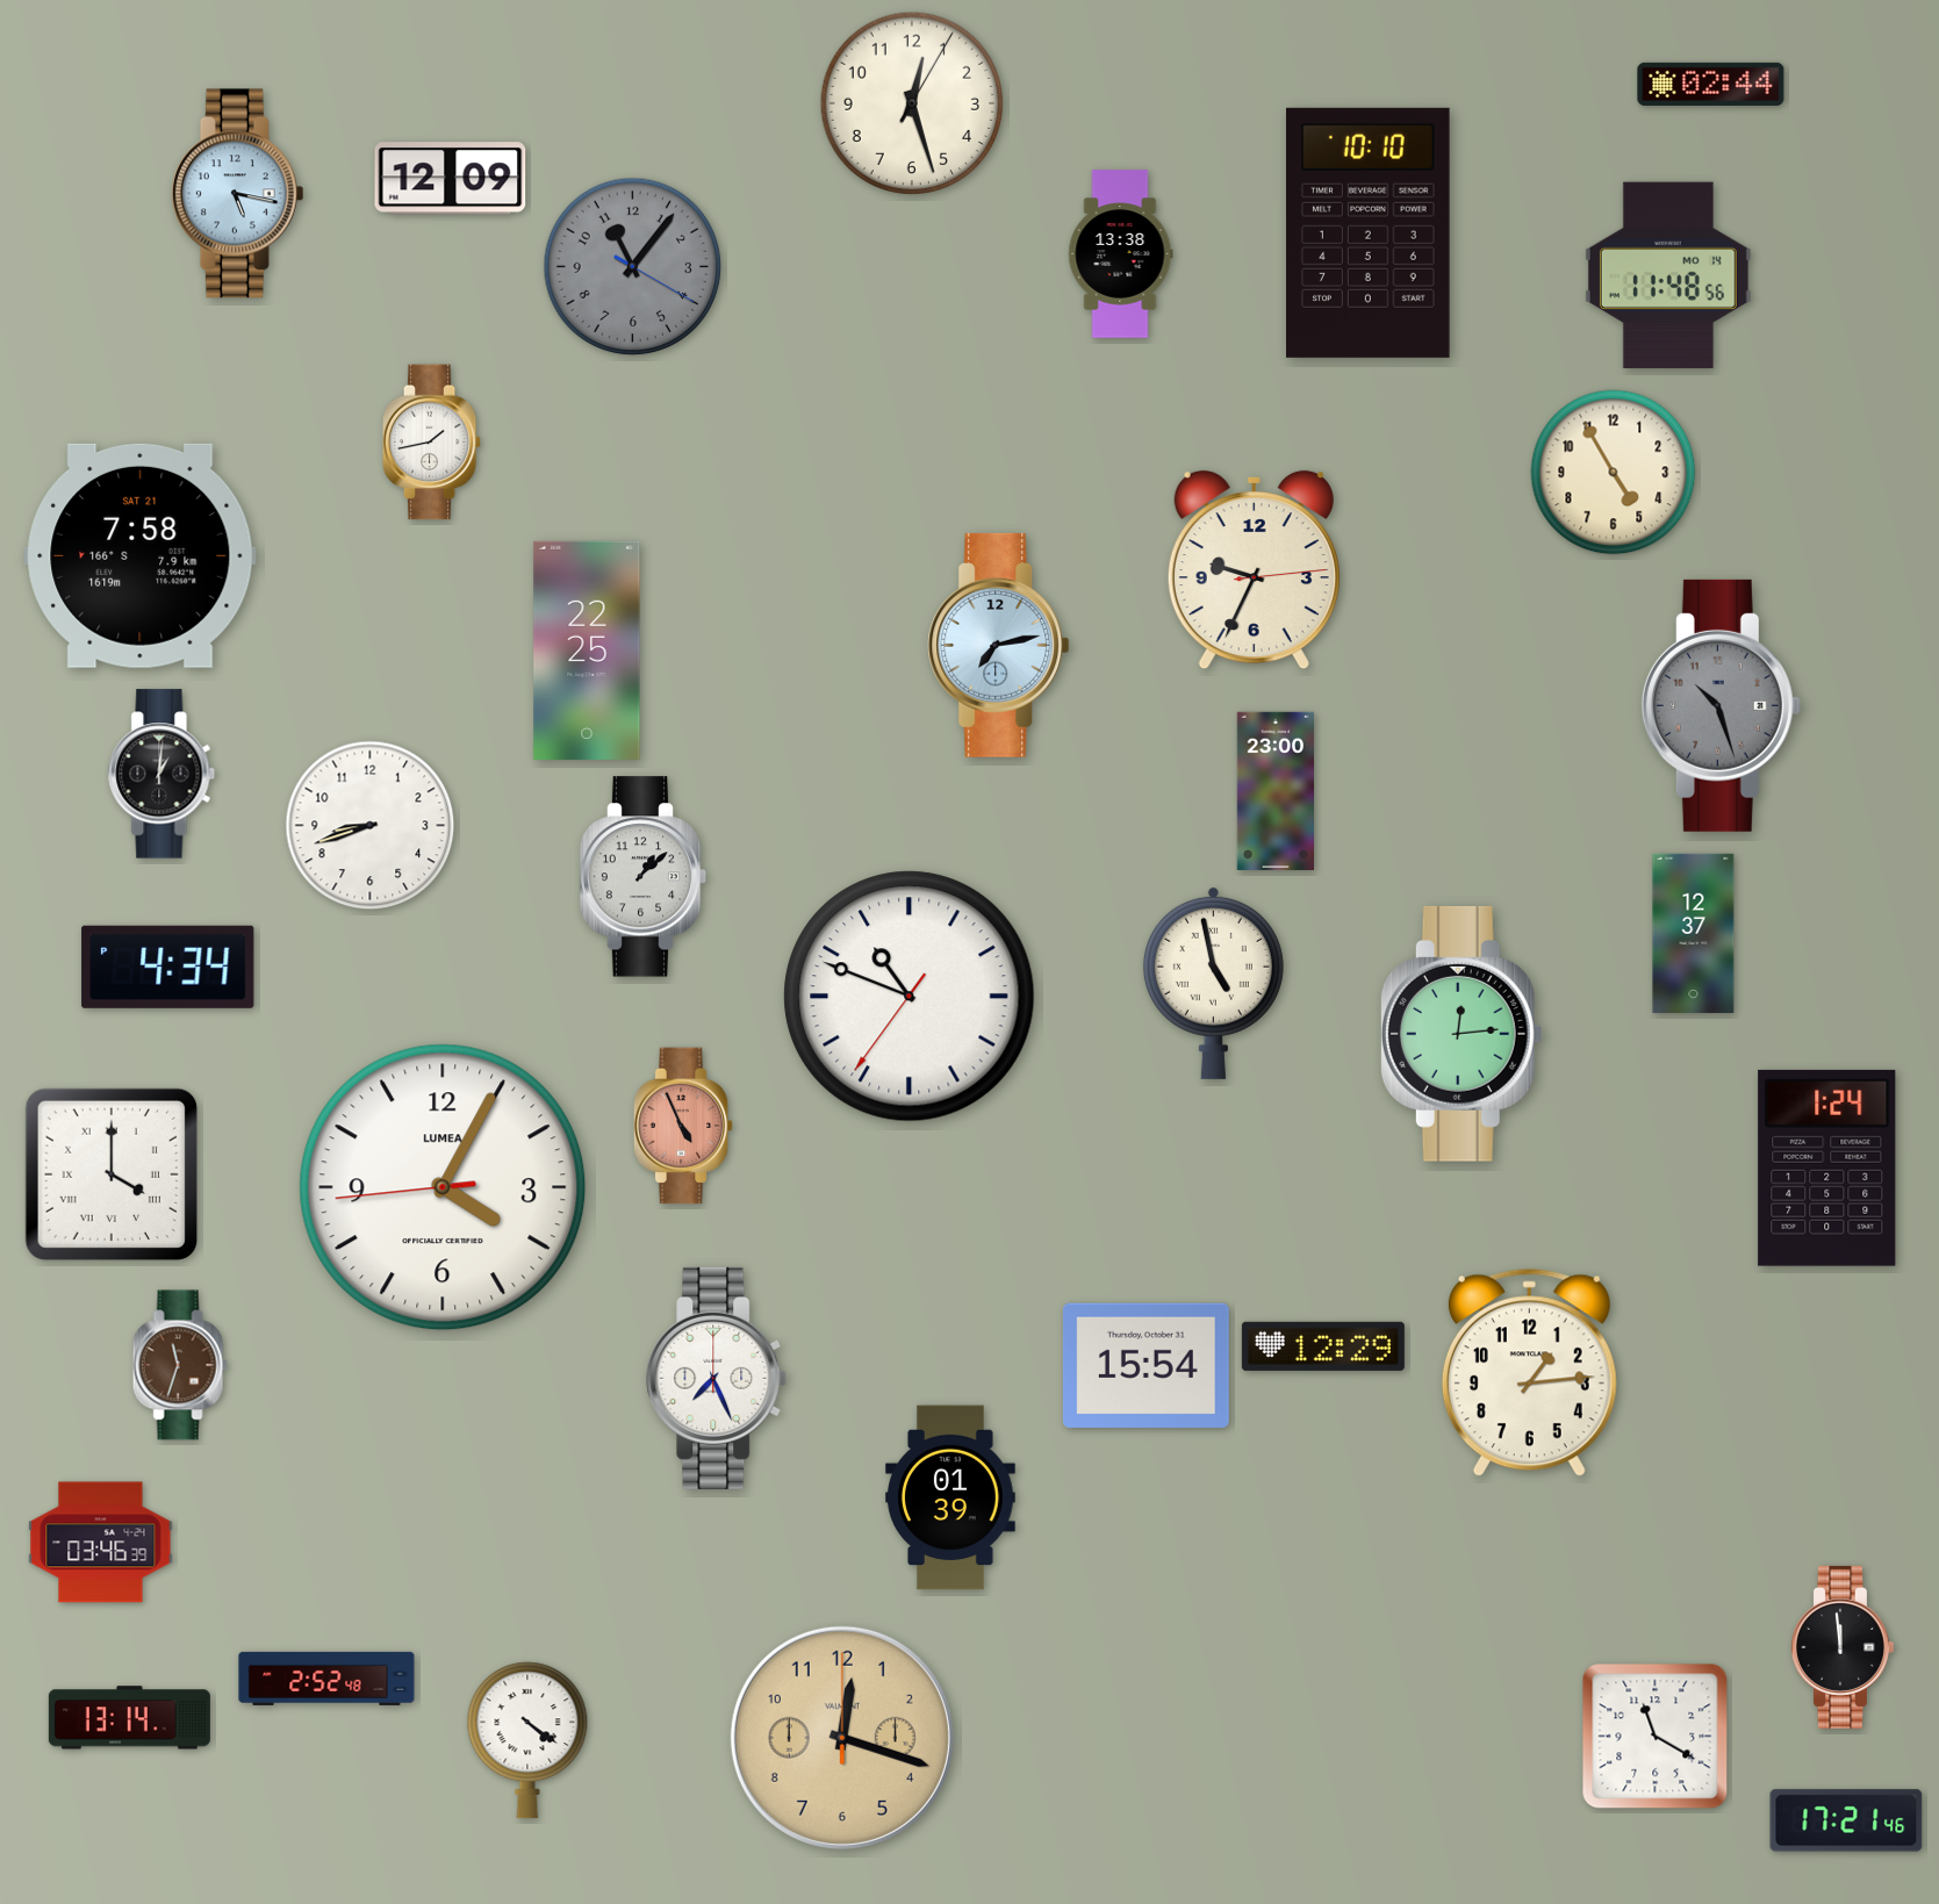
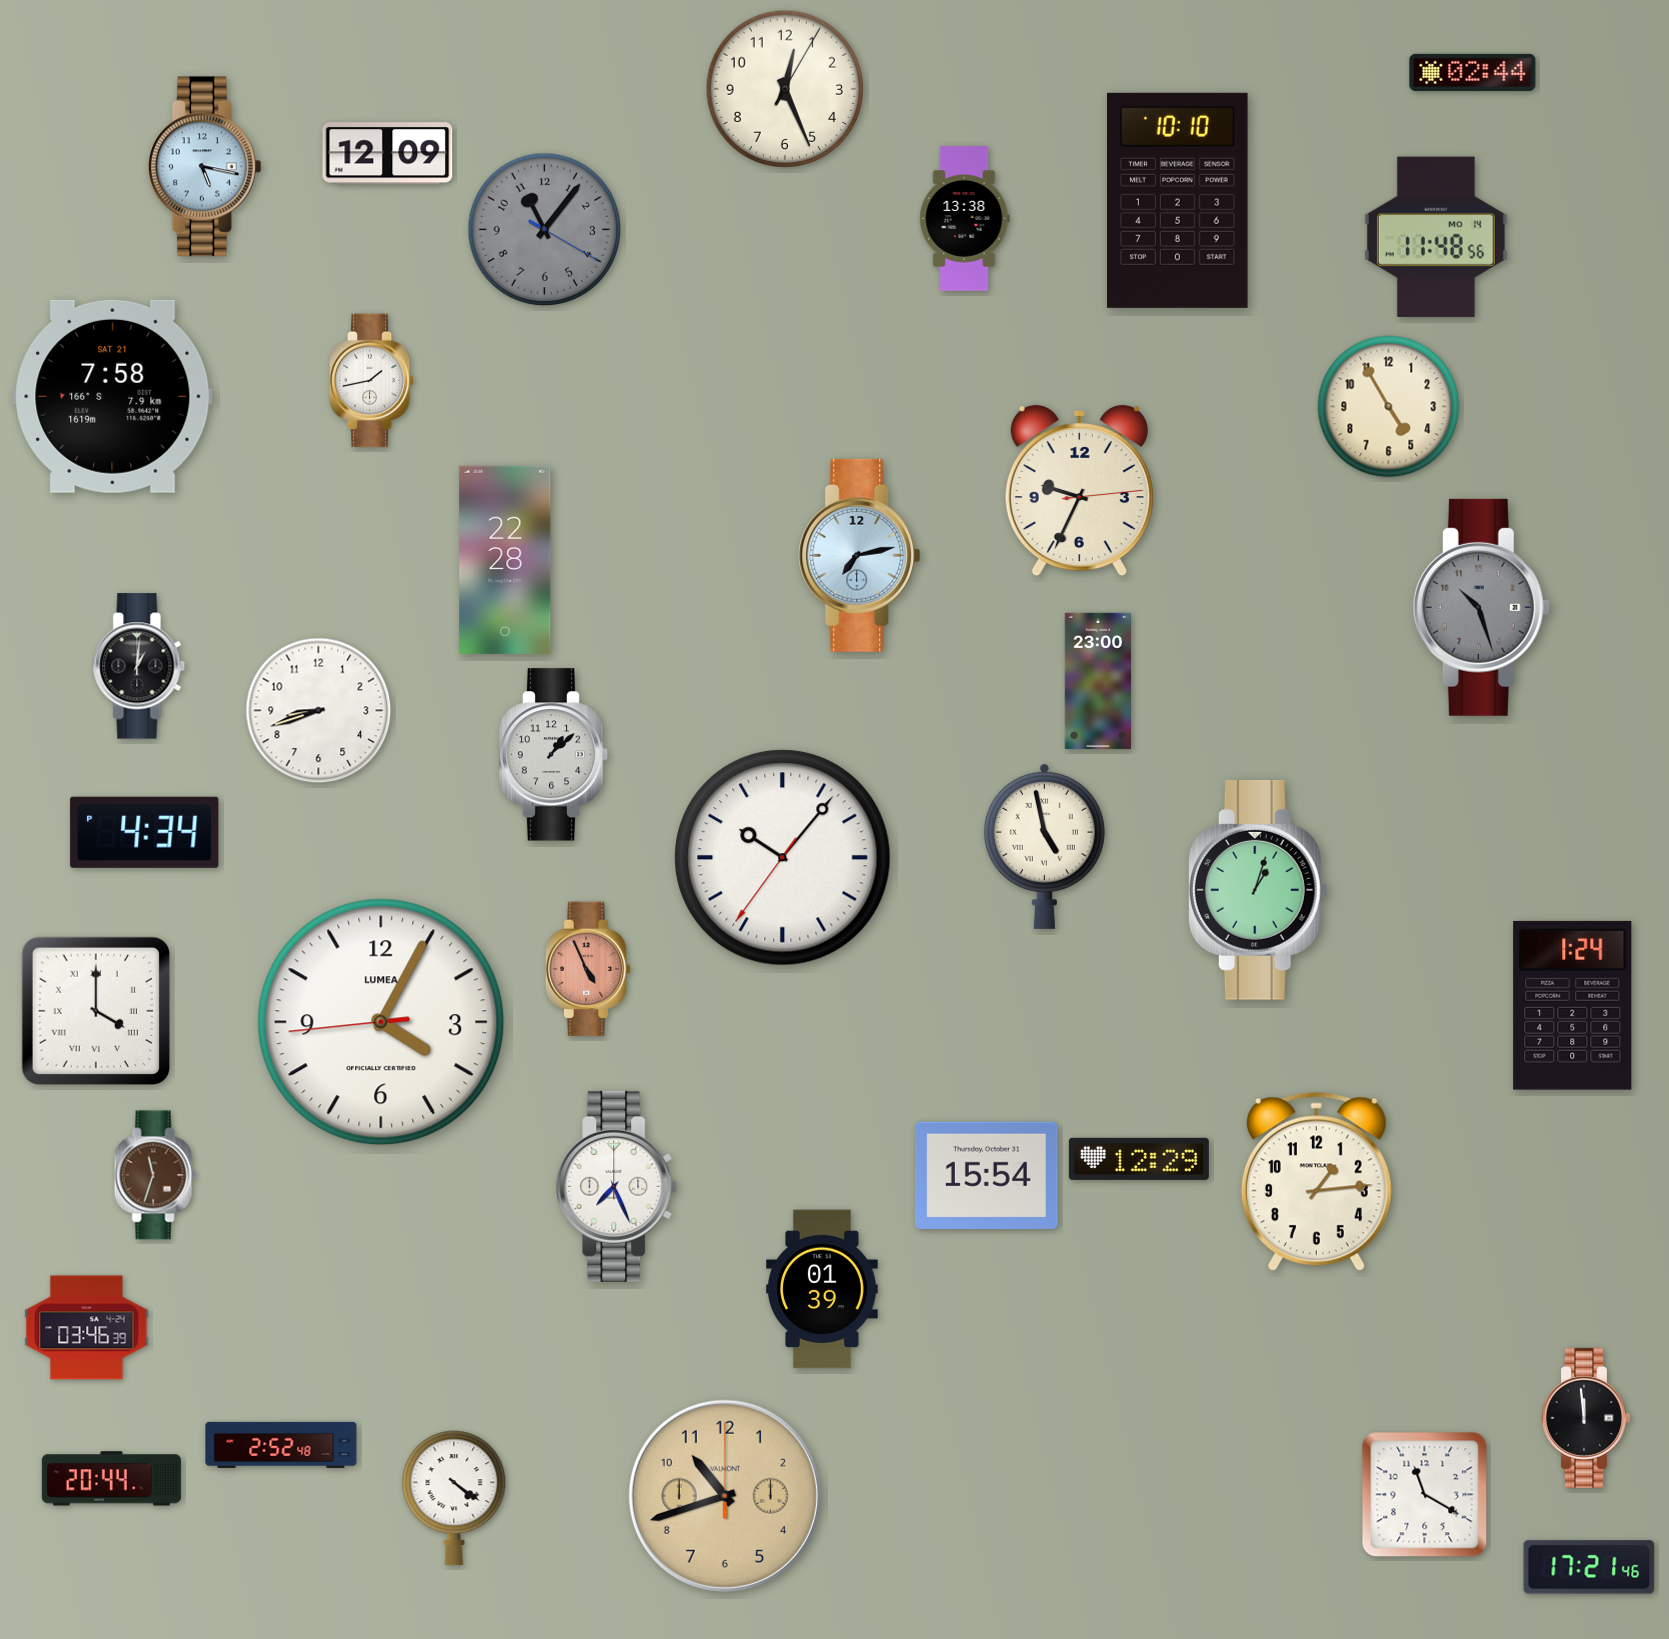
clock at (912, 103): 12:27 -> 12:26
clock at (141, 555) position: (141, 555) -> (113, 396)
clock at (587, 651): 22:25 -> 22:28
clock at (1694, 933): 12:37 -> none
clock at (910, 997): 10:48 -> 10:06
clock at (1462, 1034): 12:14 -> 1:03
clock at (950, 1497) position: (950, 1497) -> (822, 1289)
clock at (129, 1718): 13:14 -> 20:44
clock at (842, 1738): 12:18 -> 10:42
